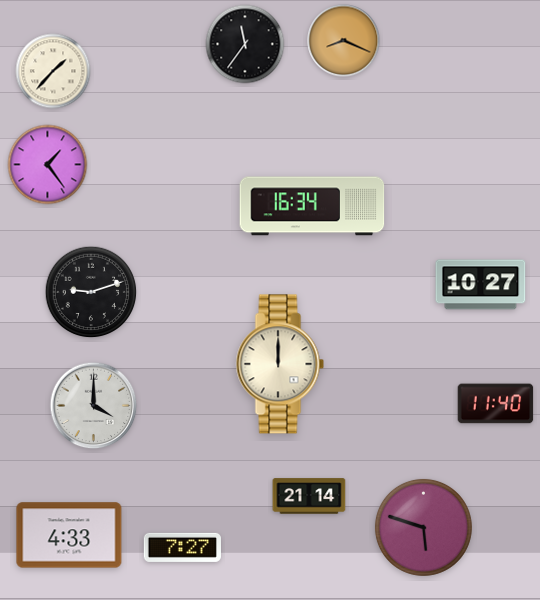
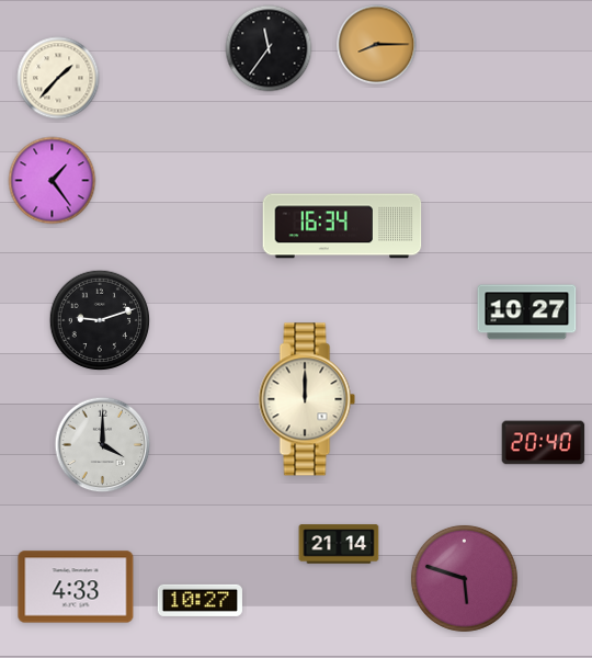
clock at (344, 41): 8:19 -> 8:15
clock at (496, 404): 11:40 -> 20:40
clock at (182, 547): 7:27 -> 10:27
